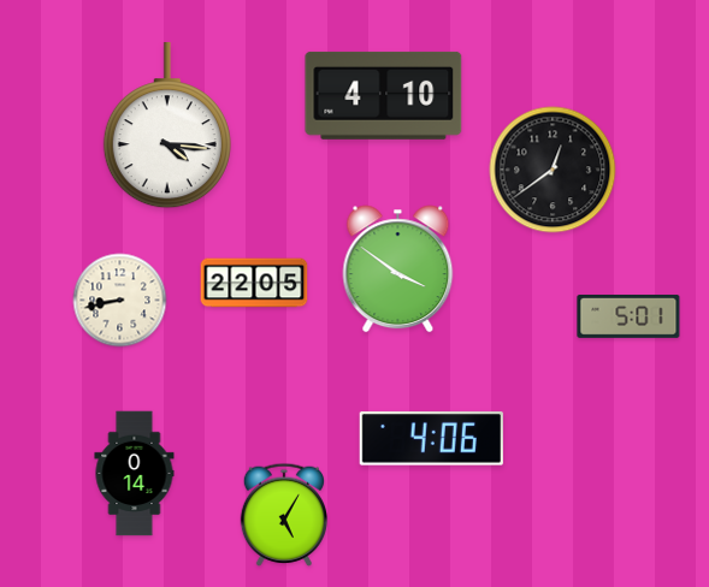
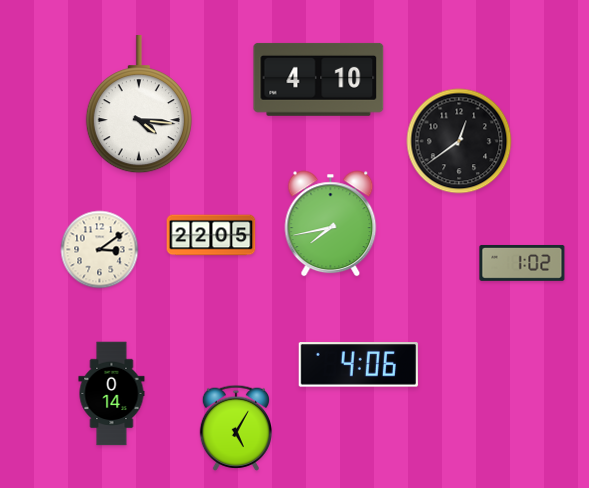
clock at (398, 269): 3:51 -> 7:43
clock at (120, 301): 8:43 -> 3:09
clock at (628, 316): 5:01 -> 1:02
